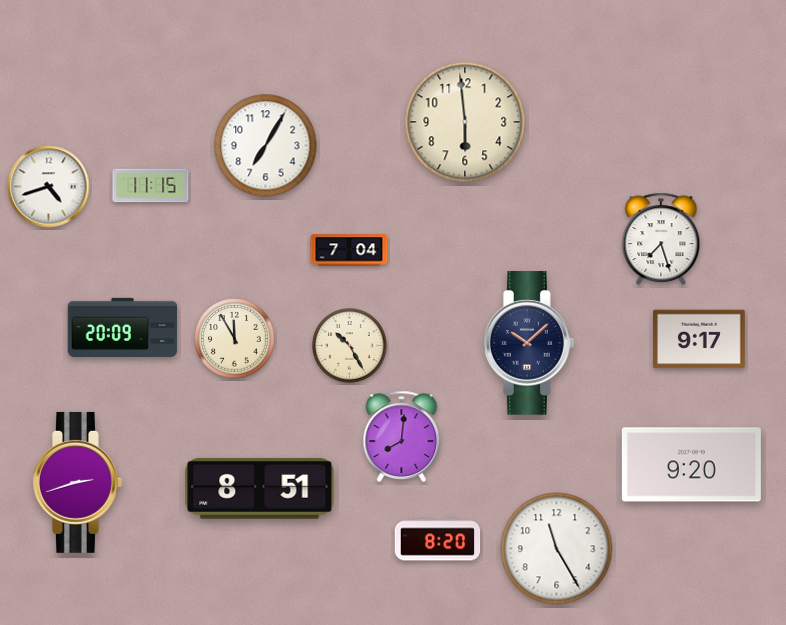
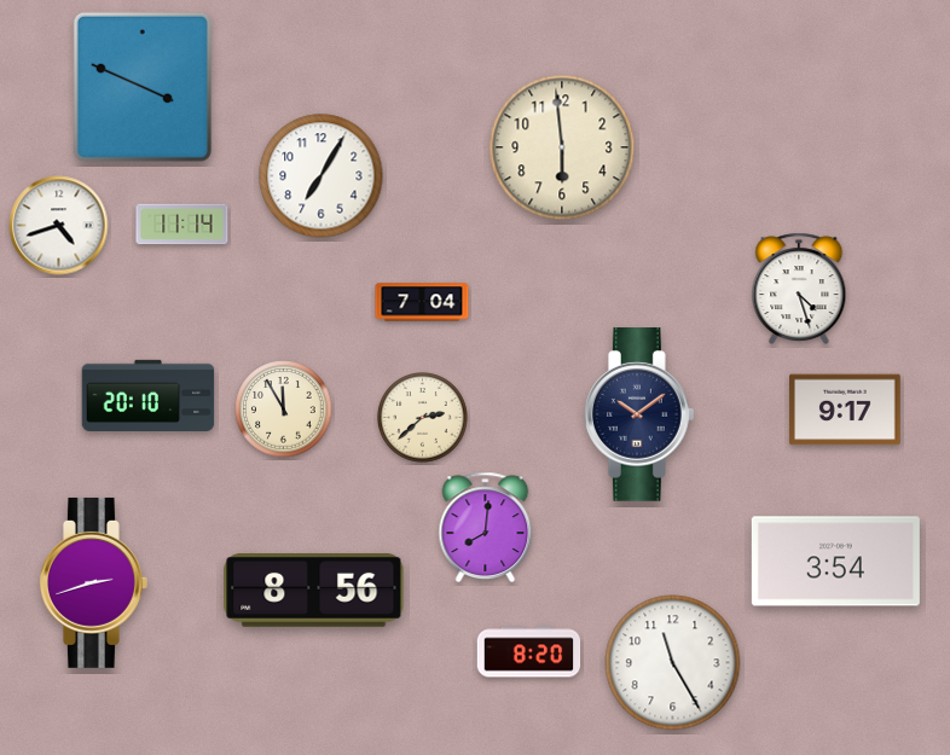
clock at (143, 87): none -> 3:49
clock at (151, 186): 11:15 -> 11:14
clock at (661, 239): 7:27 -> 4:27
clock at (123, 327): 20:09 -> 20:10
clock at (530, 343): 10:08 -> 10:09
clock at (350, 346): 10:25 -> 2:38
clock at (691, 465): 9:20 -> 3:54
clock at (260, 489): 8:51 -> 8:56
